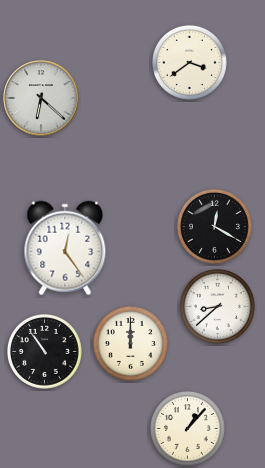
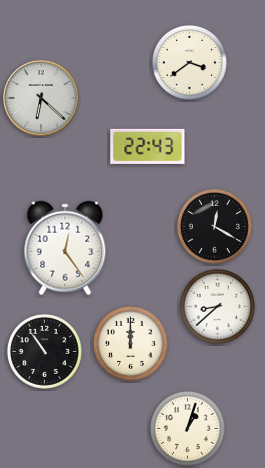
clock at (148, 146): none -> 22:43
clock at (187, 428): 1:07 -> 1:03
